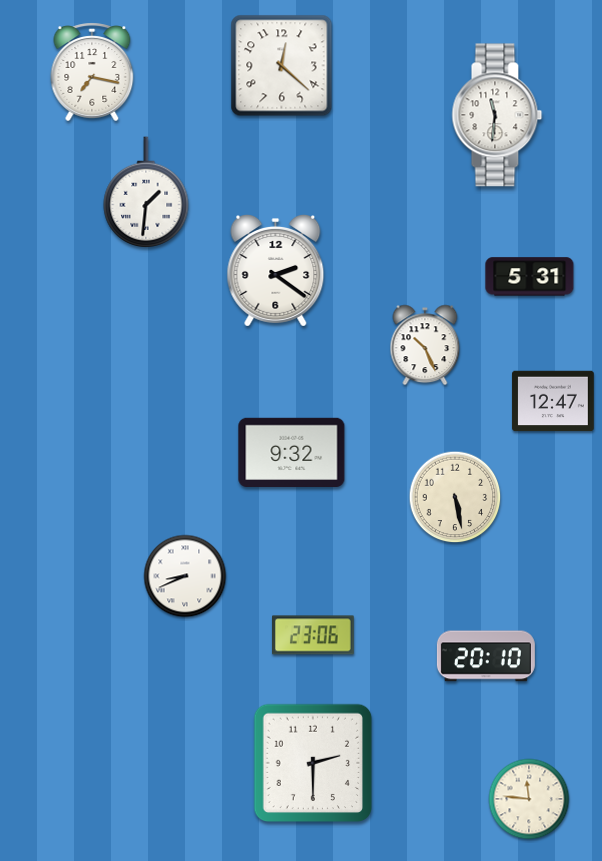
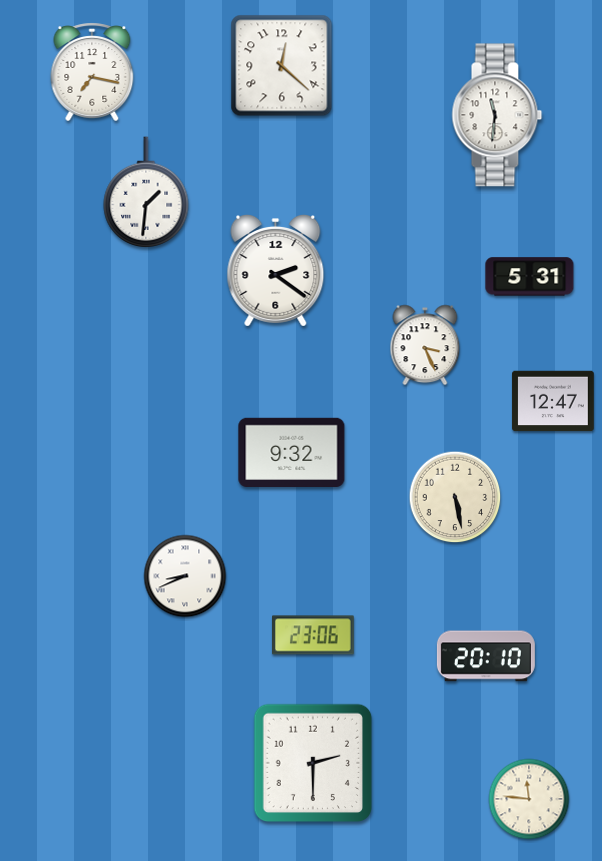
clock at (425, 345): 10:26 -> 3:26
